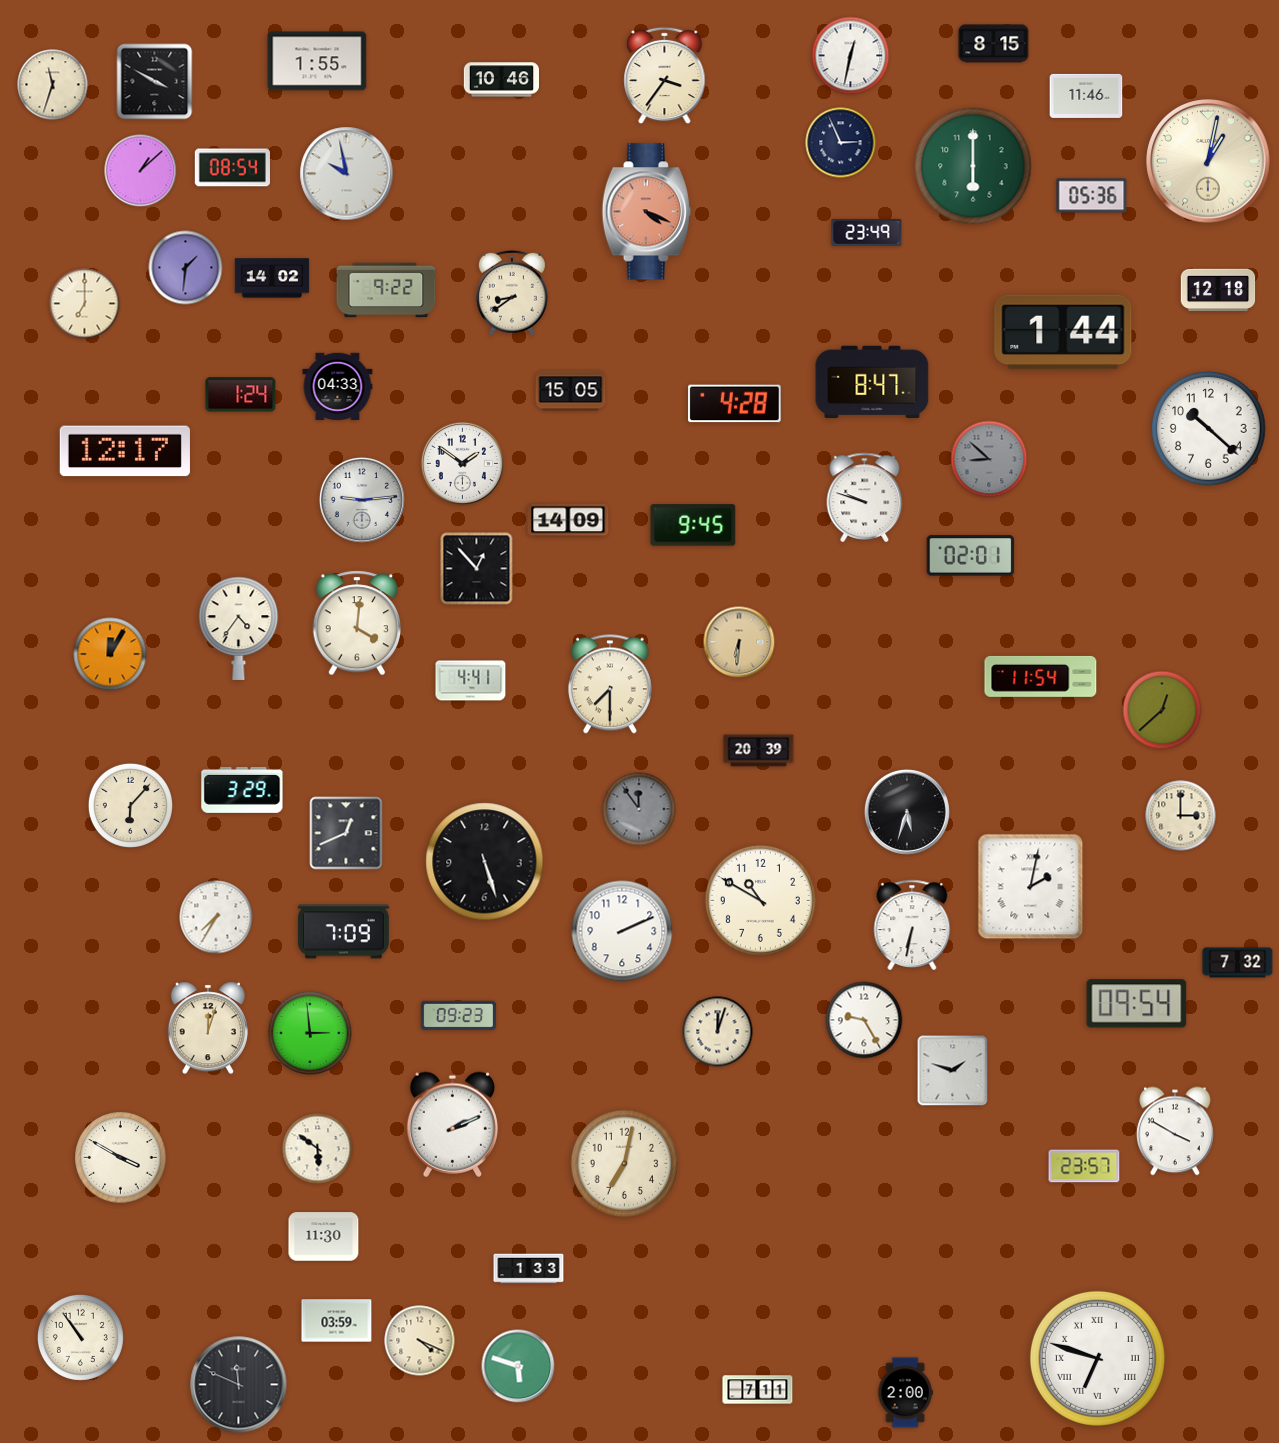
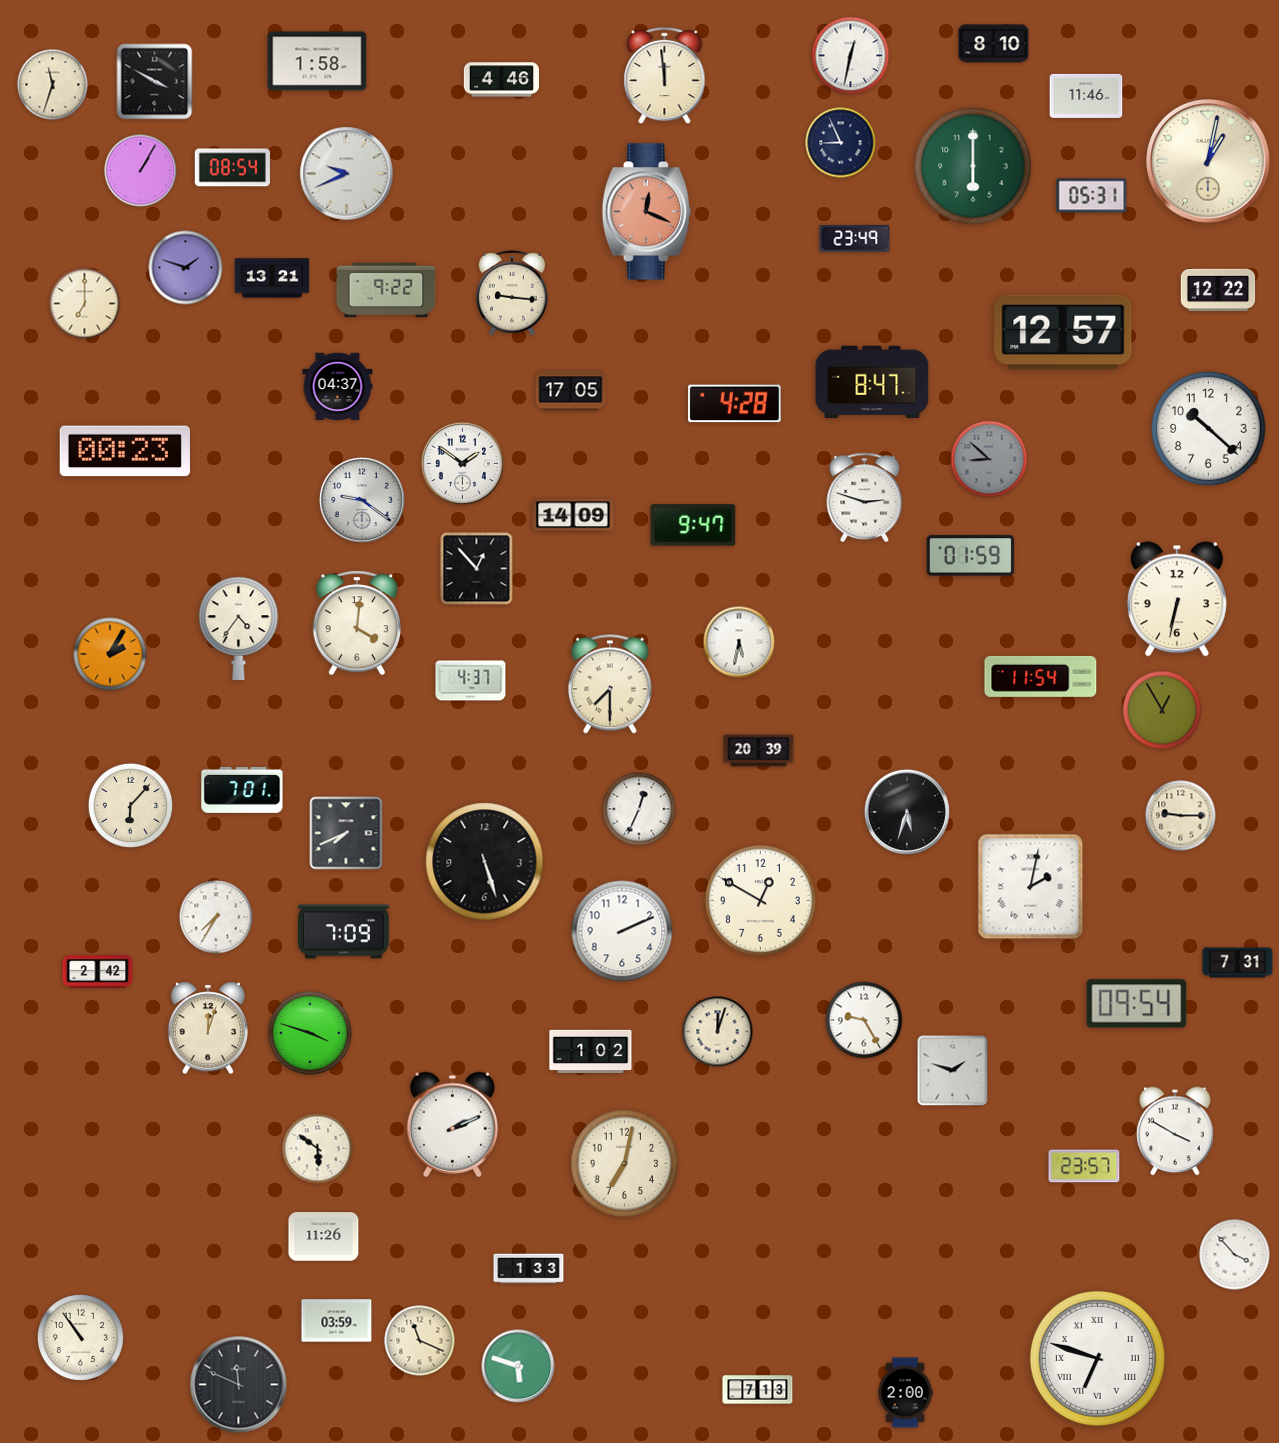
clock at (994, 44): 8:15 -> 8:10
clock at (317, 61): 1:55 -> 1:58
clock at (665, 76): 3:36 -> 11:59
clock at (501, 80): 10:46 -> 4:46
clock at (841, 143): 2:56 -> 8:56
clock at (141, 171): 1:08 -> 1:05
clock at (347, 174): 9:58 -> 9:41
clock at (1092, 196): 05:36 -> 05:31
clock at (646, 212): 4:19 -> 12:19
clock at (867, 232) position: (867, 232) -> (855, 238)
clock at (186, 268): 1:31 -> 1:48
clock at (272, 278): 14:02 -> 13:21
clock at (1218, 290): 12:18 -> 12:22
clock at (512, 293): 8:39 -> 9:16
clock at (1063, 332): 1:44 -> 12:57
clock at (338, 386): 04:33 -> 04:37
clock at (571, 391): 15:05 -> 17:05
clock at (241, 395): 1:24 -> none
clock at (125, 451): 12:17 -> 00:23
clock at (865, 497): 9:48 -> 2:48
clock at (362, 500): 9:14 -> 9:21
clock at (568, 520) position: (568, 520) -> (573, 515)
clock at (693, 525): 9:45 -> 9:47
clock at (971, 556): 02:01 -> 01:59
clock at (1177, 599): none -> 6:32
clock at (739, 642): 6:31 -> 5:32
clock at (739, 642) dial: champagne -> white
clock at (110, 654): 12:05 -> 2:05
clock at (471, 681): 4:41 -> 4:37
clock at (1162, 710): 12:38 -> 12:55
clock at (242, 790): 3:29 -> 7:01
clock at (639, 809): 11:54 -> 12:34
clock at (639, 809) dial: grey -> white
clock at (1181, 816): 3:00 -> 9:15
clock at (346, 833): 12:41 -> 7:41
clock at (760, 900): 10:50 -> 12:50
clock at (912, 924): 6:32 -> none
clock at (1238, 963): 7:32 -> 7:31
clock at (98, 972): none -> 2:42
clock at (458, 1016): 09:23 -> none
clock at (309, 1032): 2:59 -> 3:48
clock at (591, 1051): none -> 1:02
clock at (121, 1158): 3:50 -> none
clock at (324, 1237): 11:30 -> 11:26
clock at (1235, 1255): none -> 3:53
clock at (420, 1341): 4:19 -> 11:19
clock at (758, 1390): 7:11 -> 7:13
